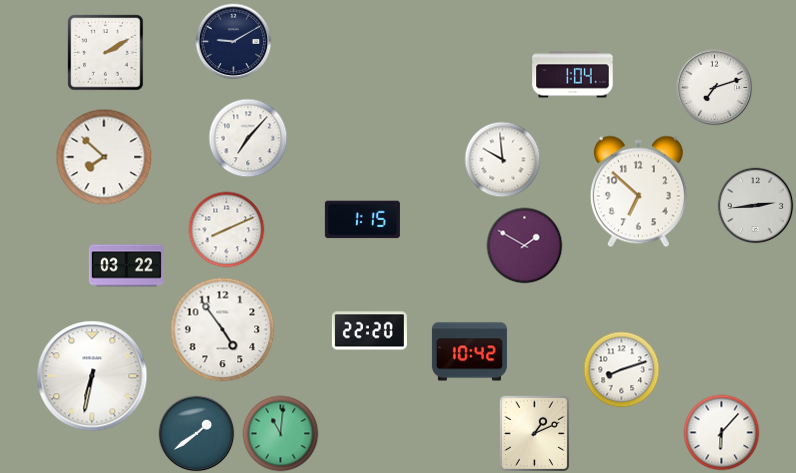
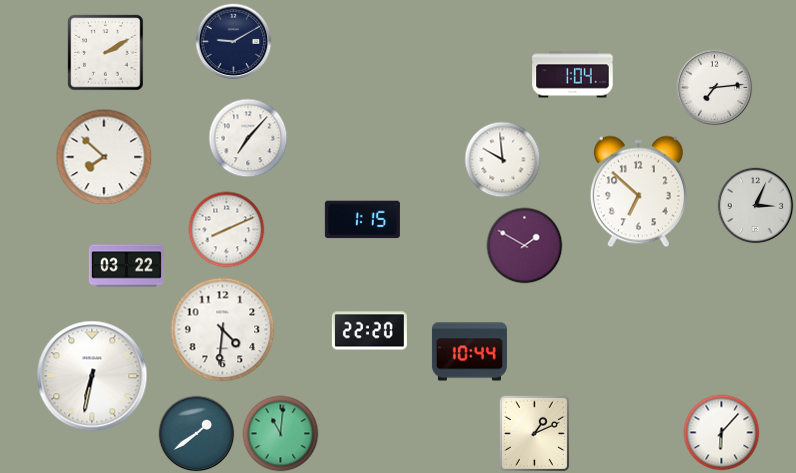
clock at (715, 88): 7:12 -> 7:14
clock at (756, 206): 2:44 -> 3:04
clock at (223, 330): 4:54 -> 4:31
clock at (469, 352): 10:42 -> 10:44
clock at (622, 370): 8:12 -> none
